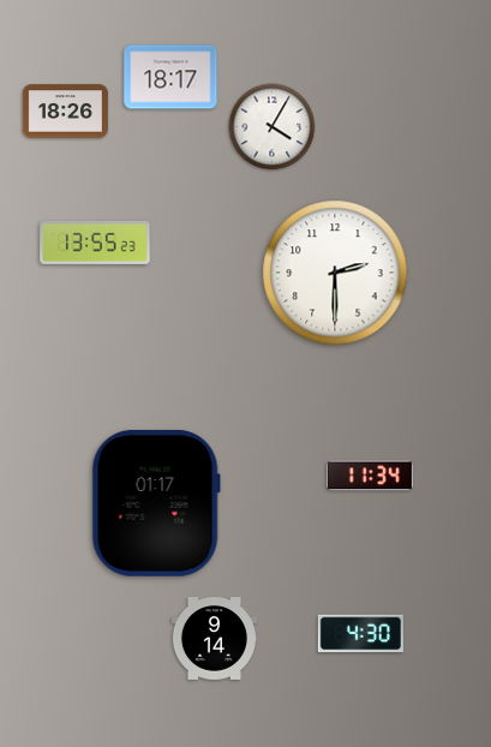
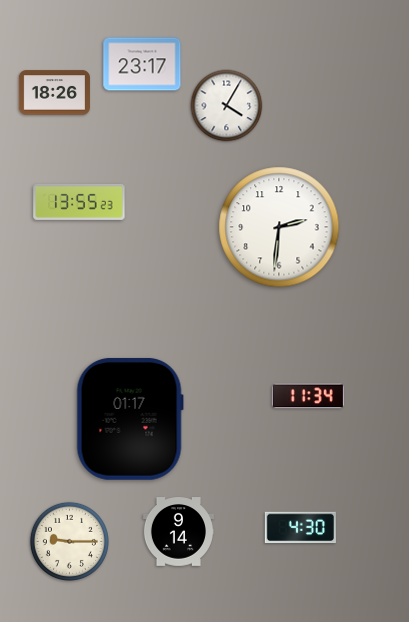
clock at (170, 77): 18:17 -> 23:17
clock at (335, 273): 2:30 -> 2:31
clock at (69, 541): none -> 9:15
